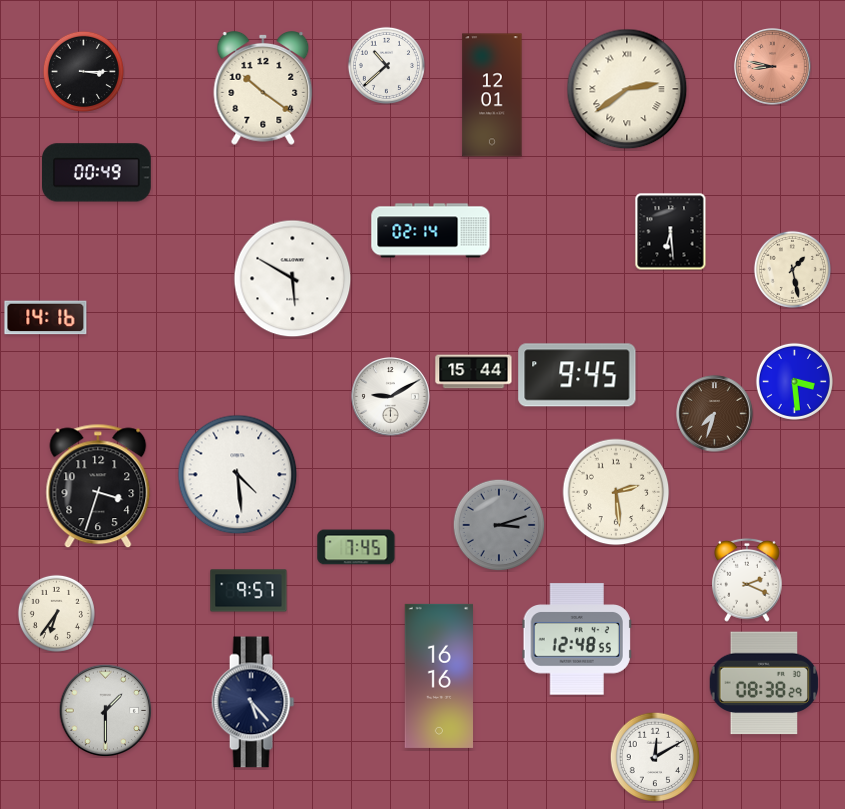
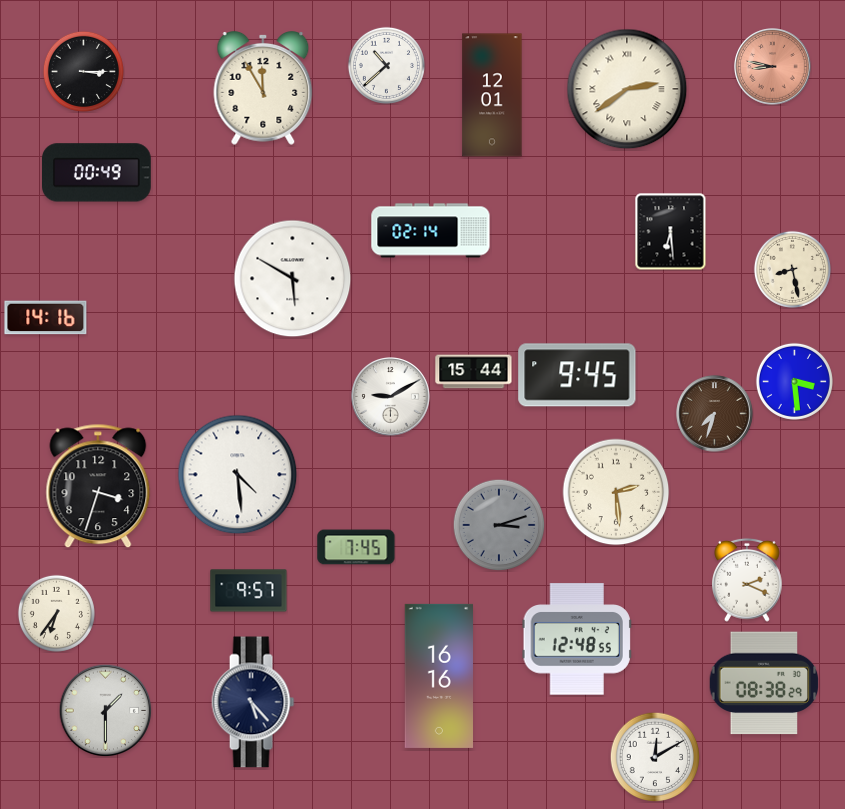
clock at (263, 89): 10:21 -> 11:55
clock at (792, 269): 1:28 -> 8:28
